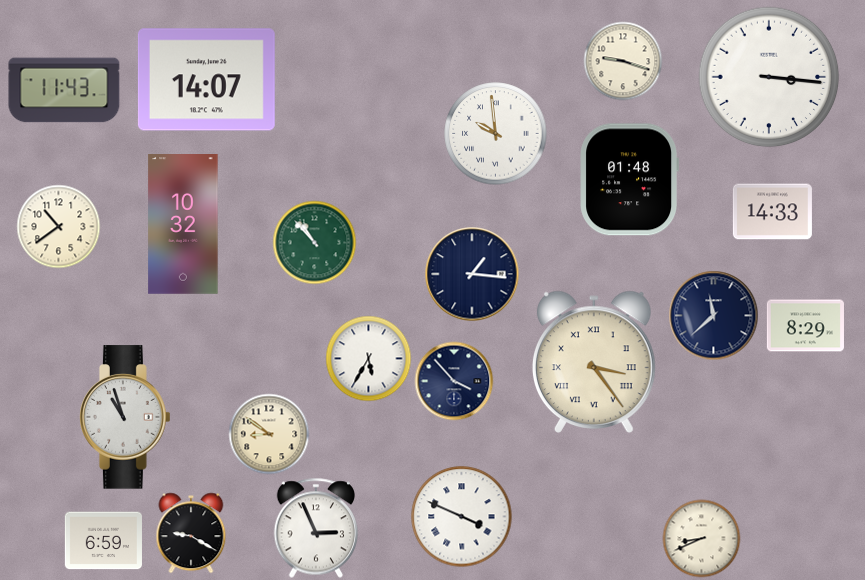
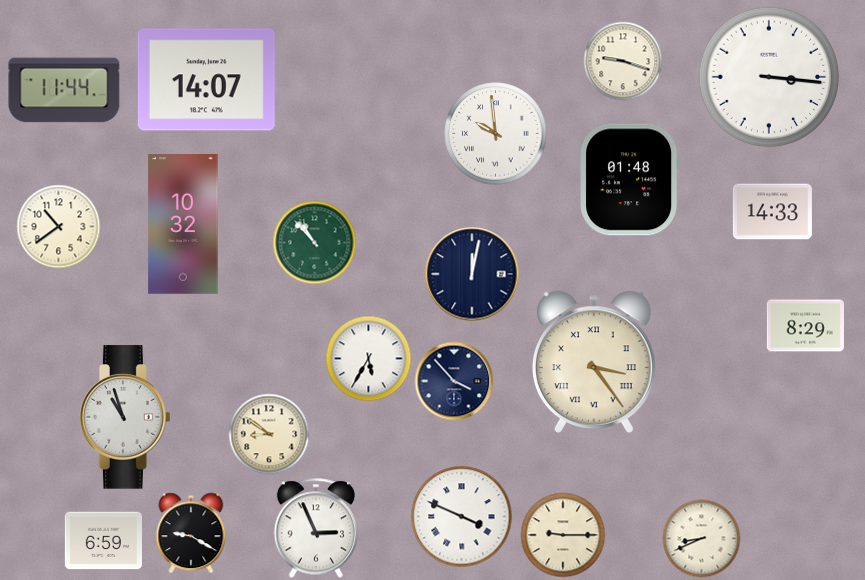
clock at (64, 90): 11:43 -> 11:44
clock at (472, 274): 1:16 -> 12:02
clock at (713, 315): 11:38 -> none
clock at (563, 535): none -> 9:15
